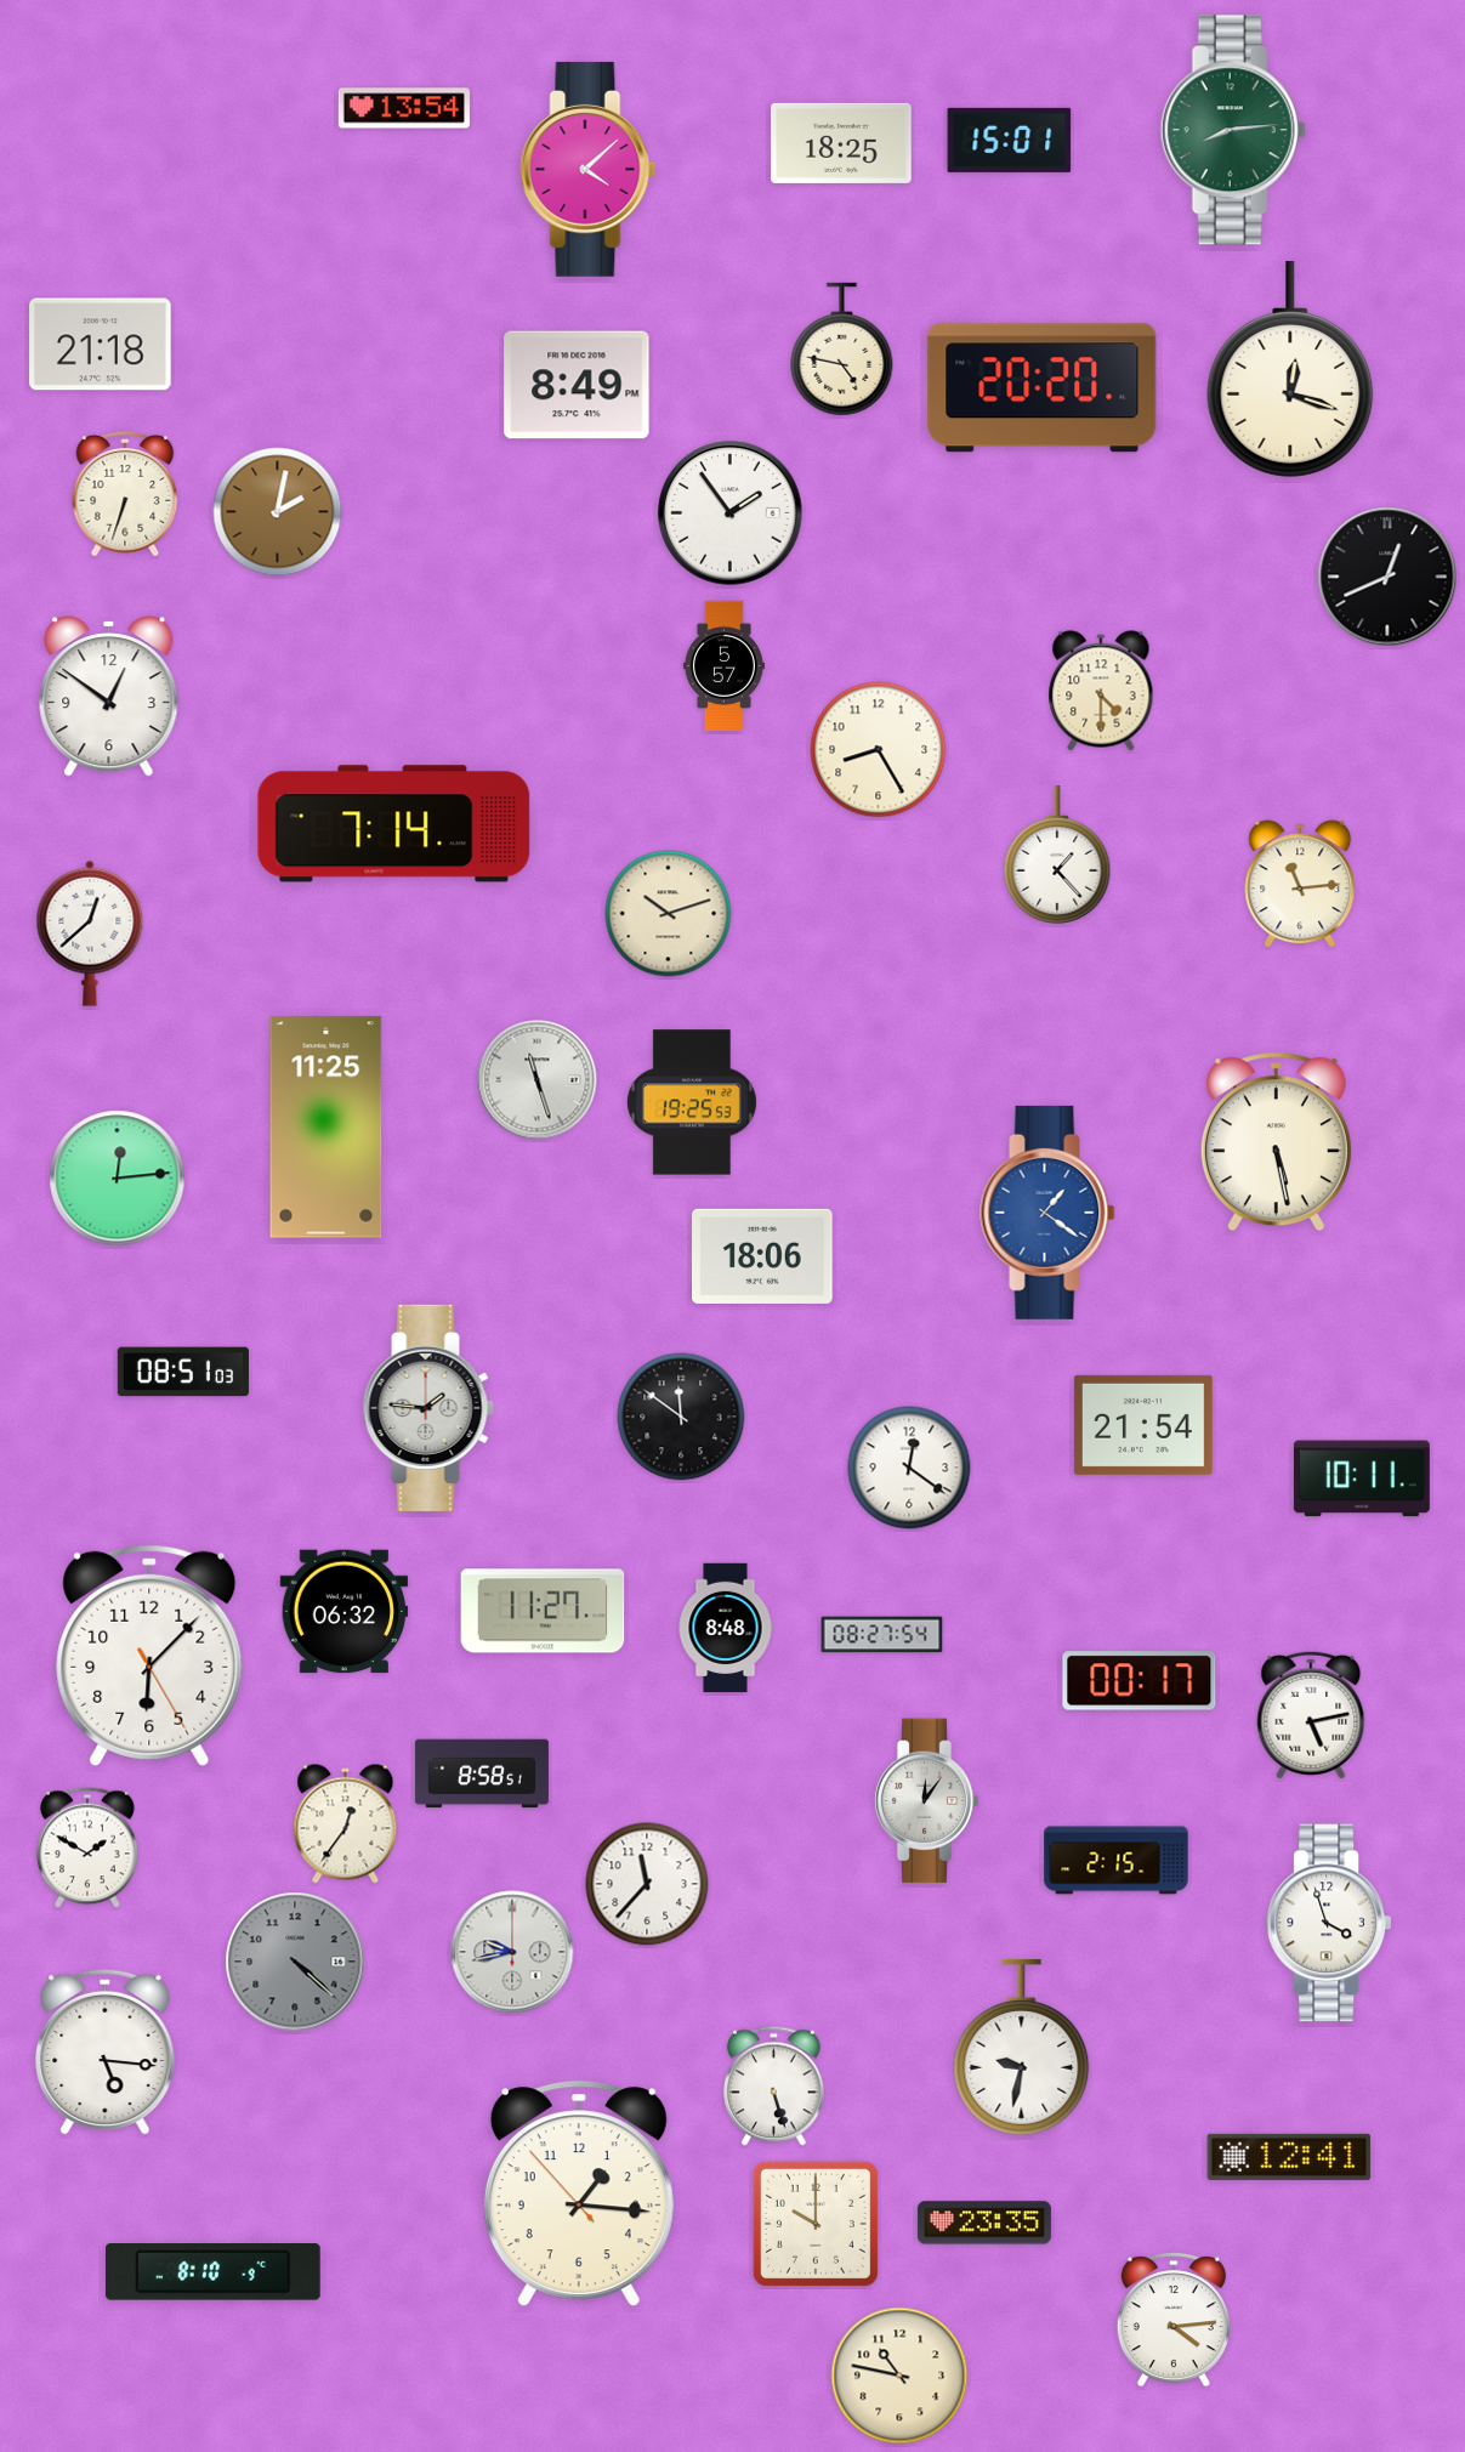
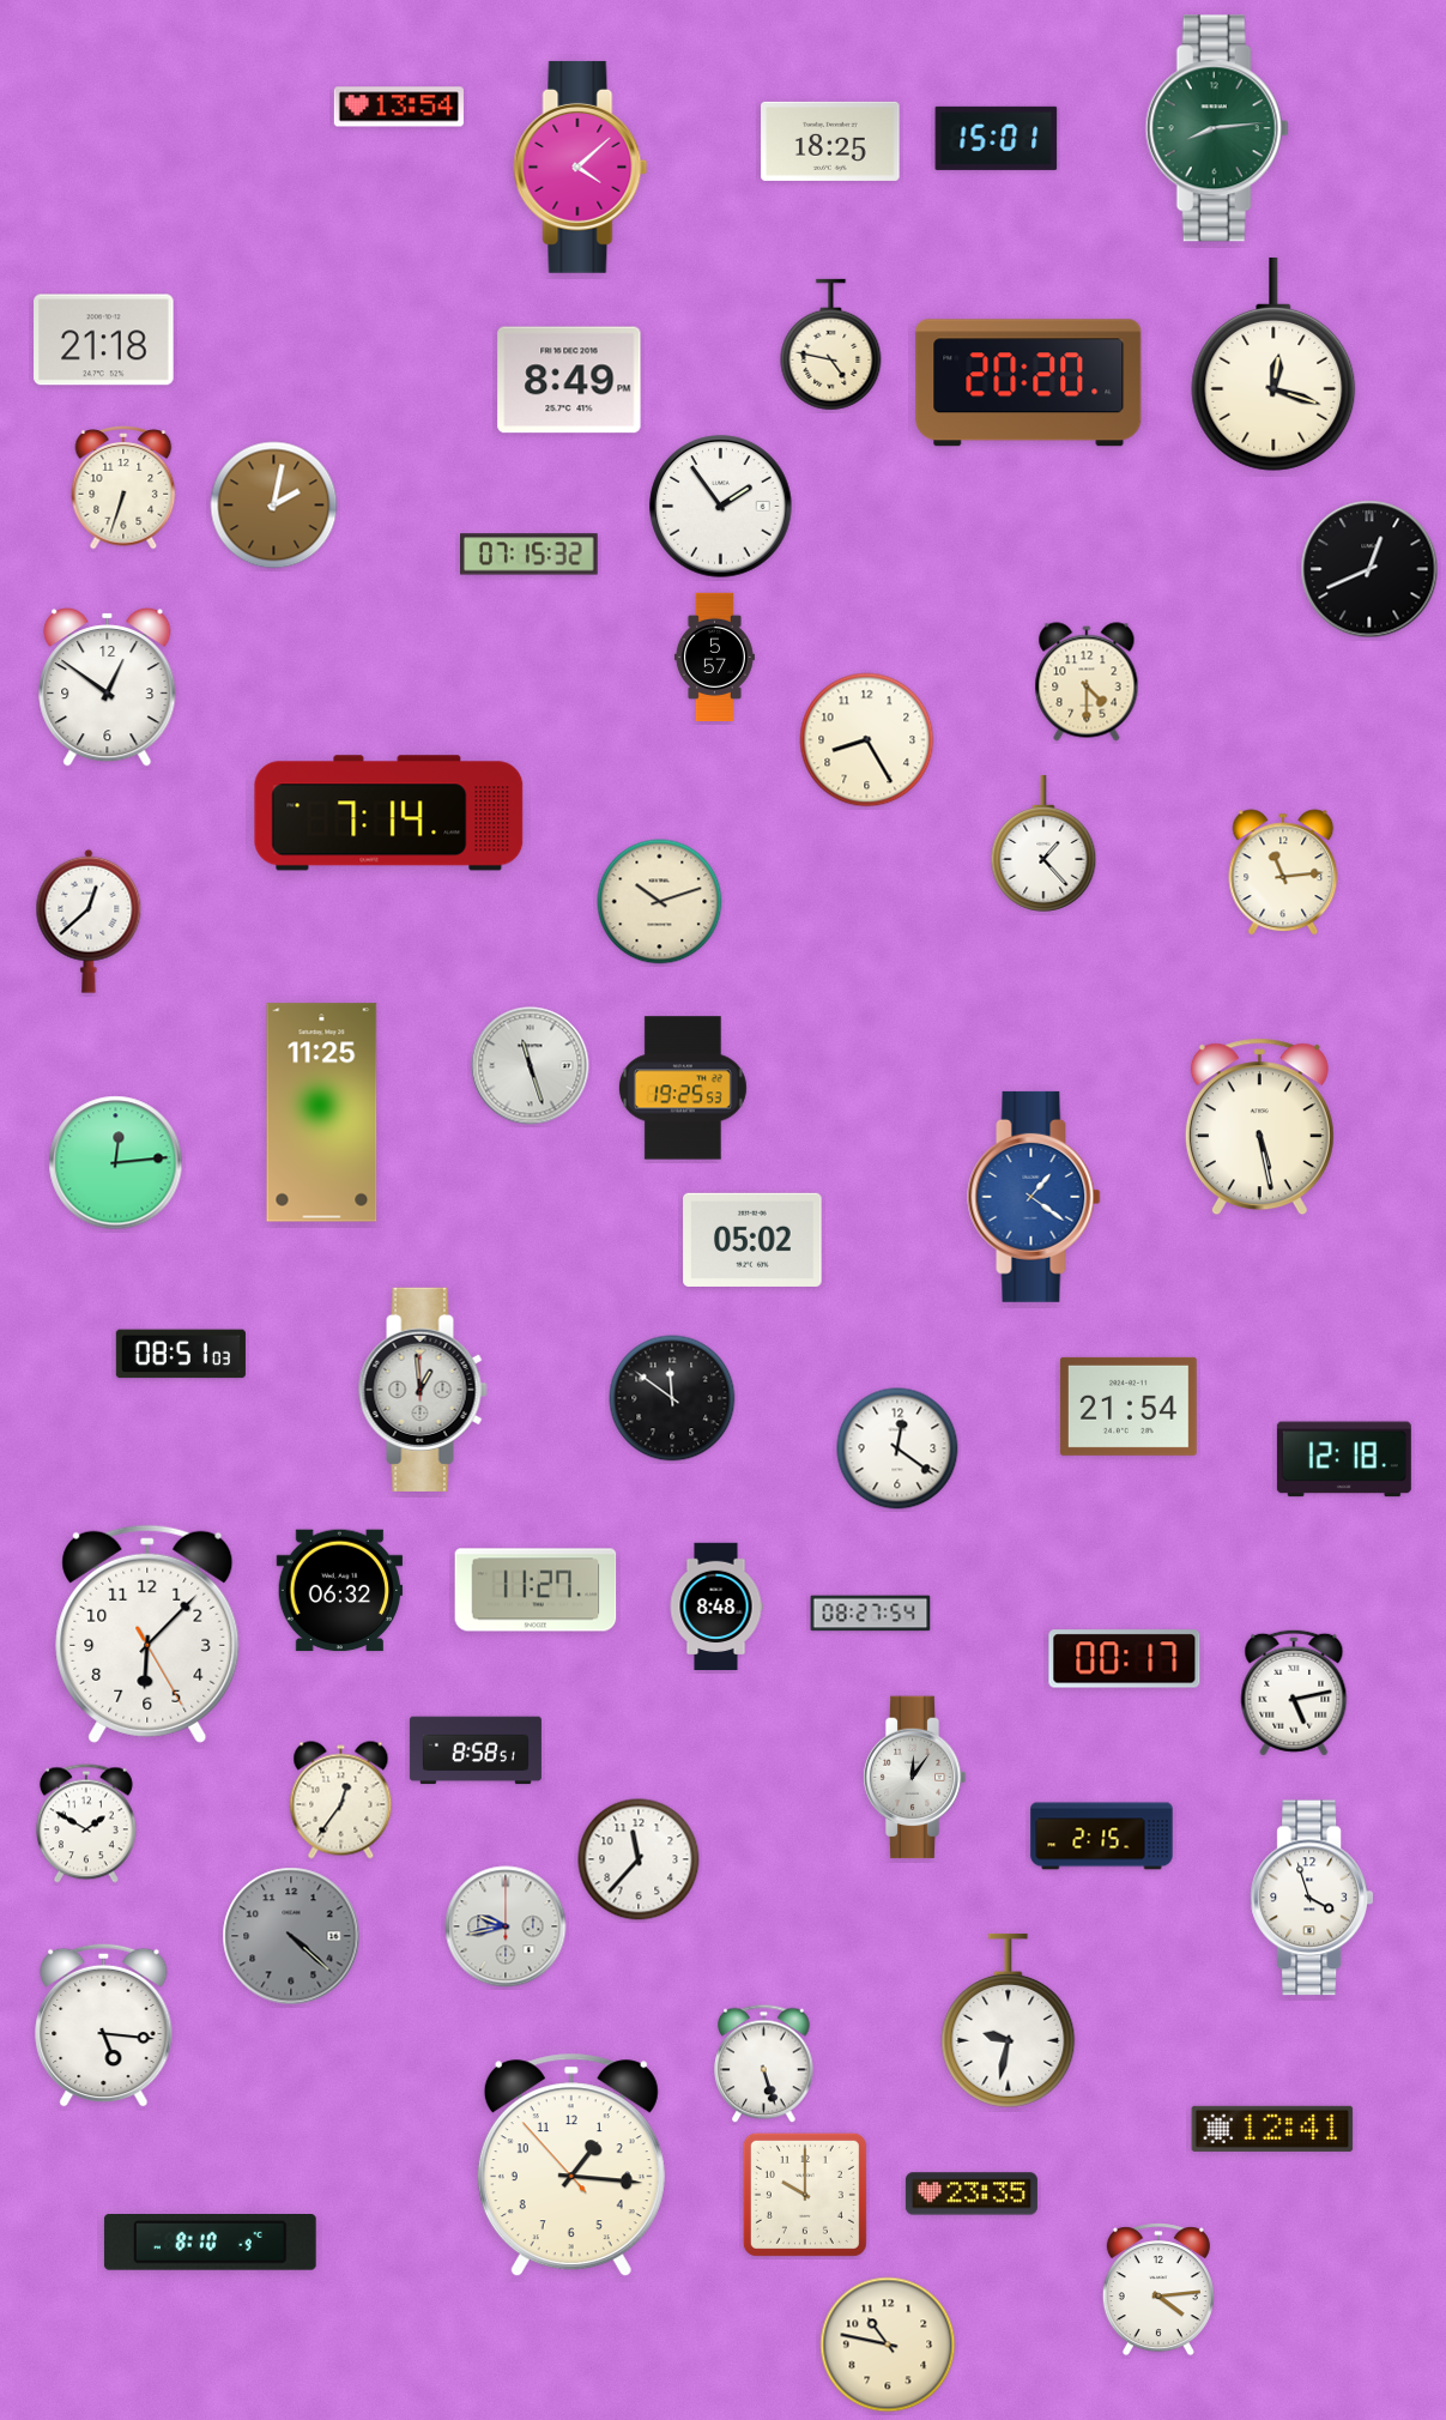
clock at (101, 345) position: (101, 345) -> (104, 340)
clock at (530, 555): none -> 07:15
clock at (762, 1256): 18:06 -> 05:02
clock at (428, 1408): 1:46 -> 12:59
clock at (1362, 1478): 10:11 -> 12:18
clock at (774, 2087) position: (774, 2087) -> (764, 2064)
